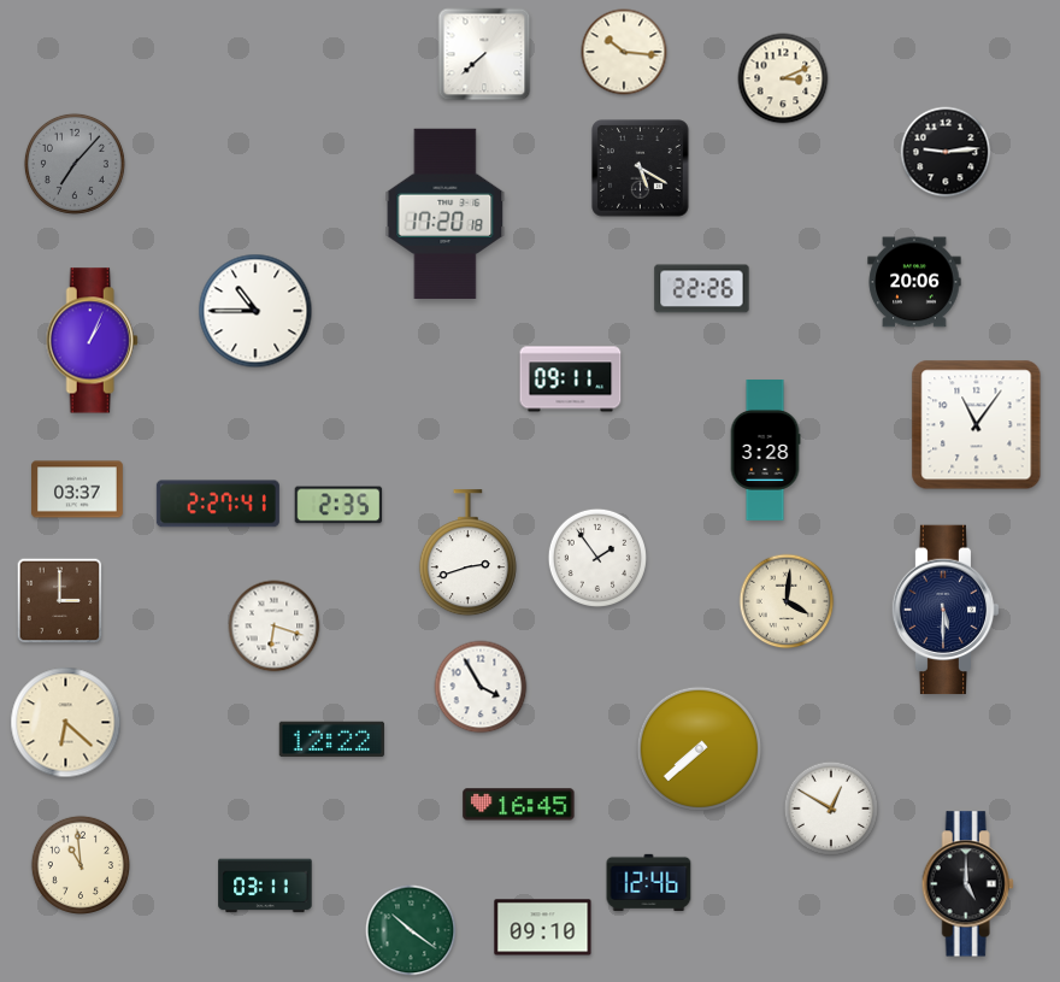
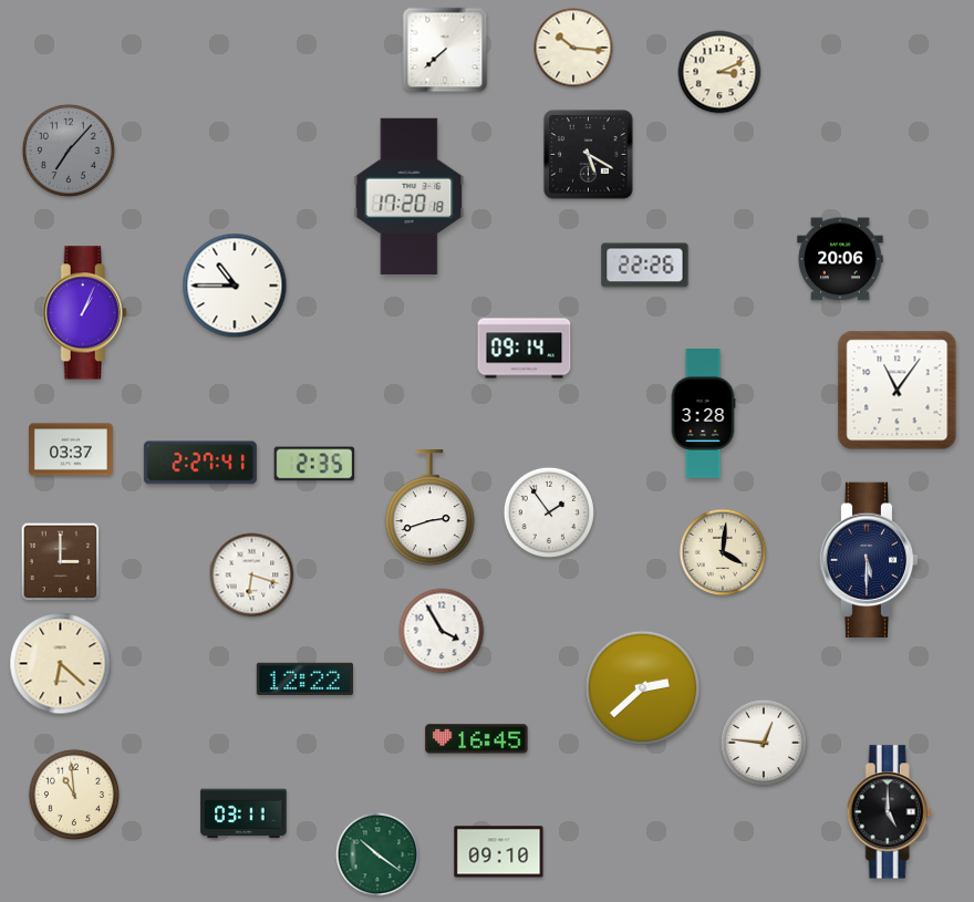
clock at (946, 152): 9:14 -> none
clock at (571, 380): 09:11 -> 09:14
clock at (338, 505) position: (338, 505) -> (314, 464)
clock at (60, 601) position: (60, 601) -> (61, 562)
clock at (700, 749): 7:38 -> 2:38
clock at (831, 808): 12:50 -> 12:46
clock at (649, 882): 12:46 -> none
